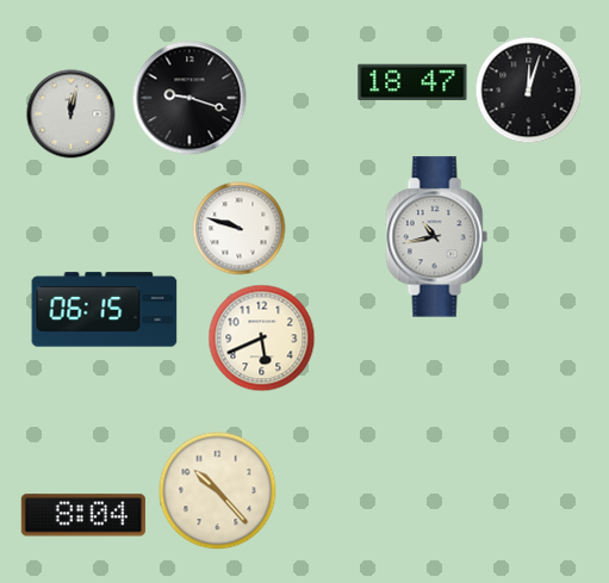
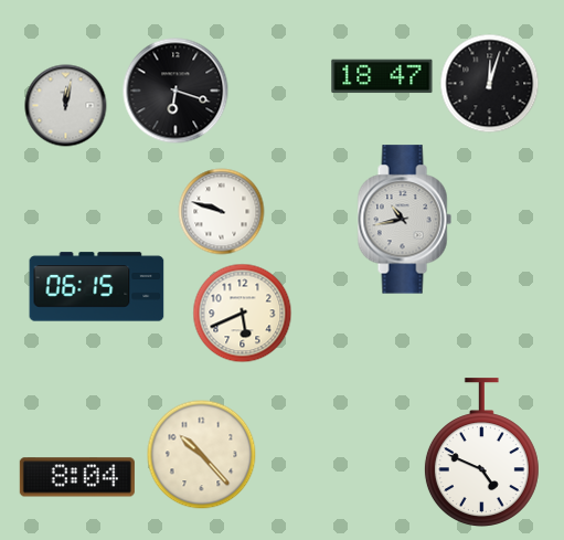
clock at (189, 98): 9:18 -> 6:18
clock at (481, 452): none -> 4:49
